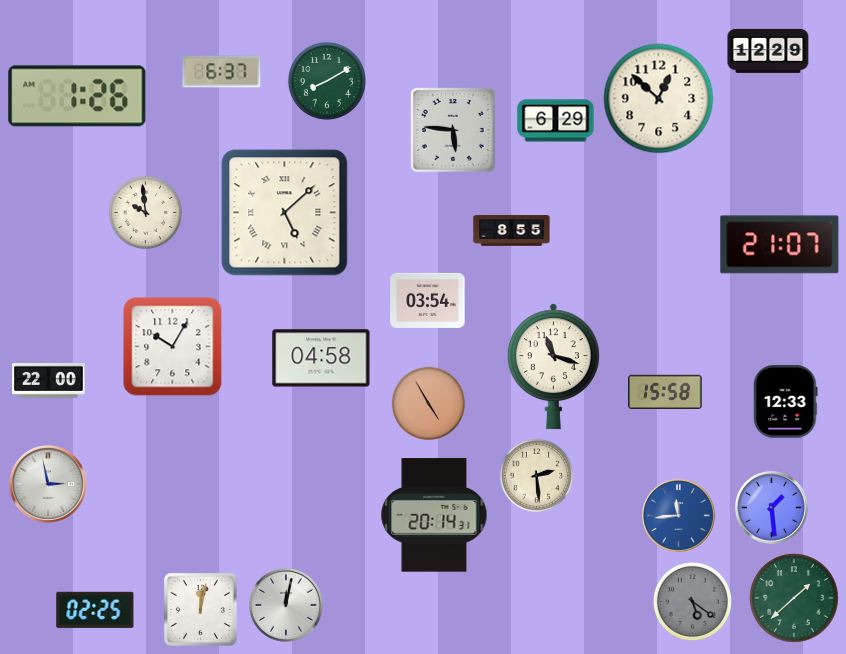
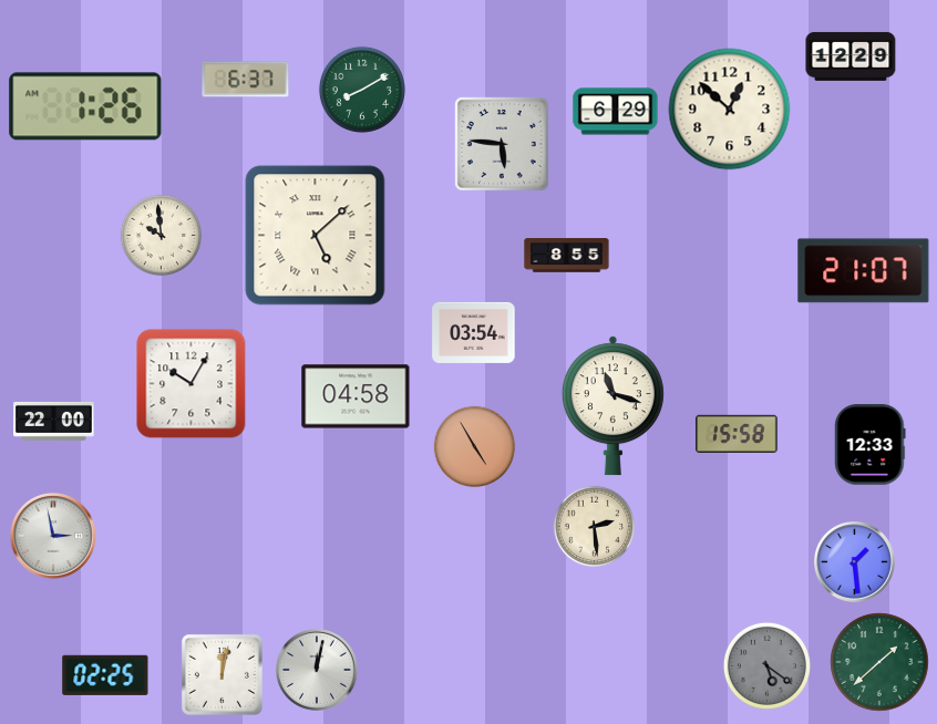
clock at (556, 121) position: (556, 121) -> (616, 112)
clock at (434, 515): 20:14 -> none
clock at (679, 516): 11:44 -> none
